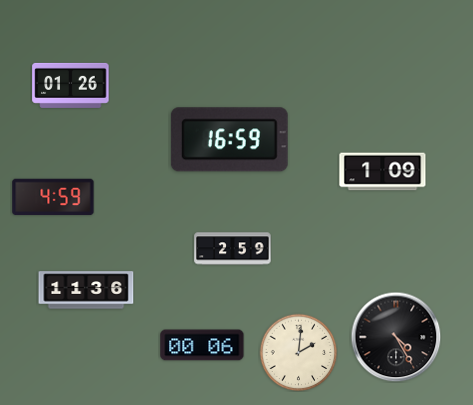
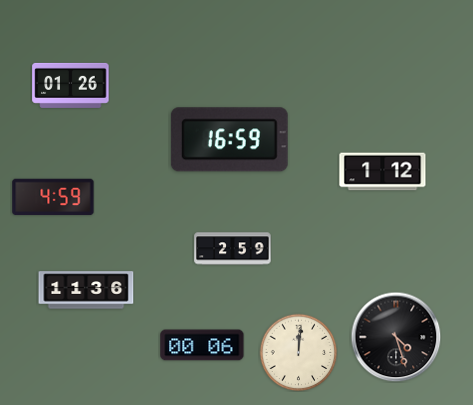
clock at (383, 172): 1:09 -> 1:12
clock at (396, 337): 4:25 -> 4:27
clock at (298, 352): 2:01 -> 12:01
